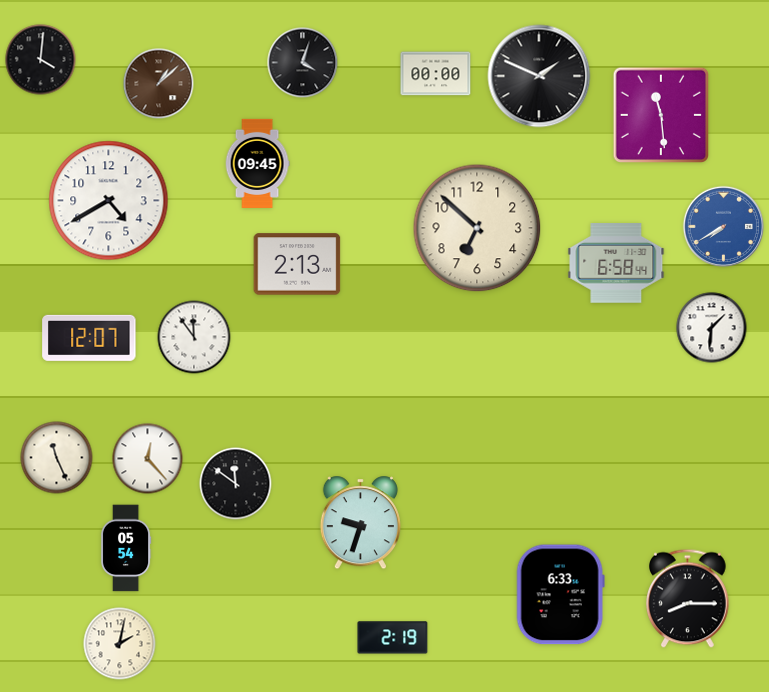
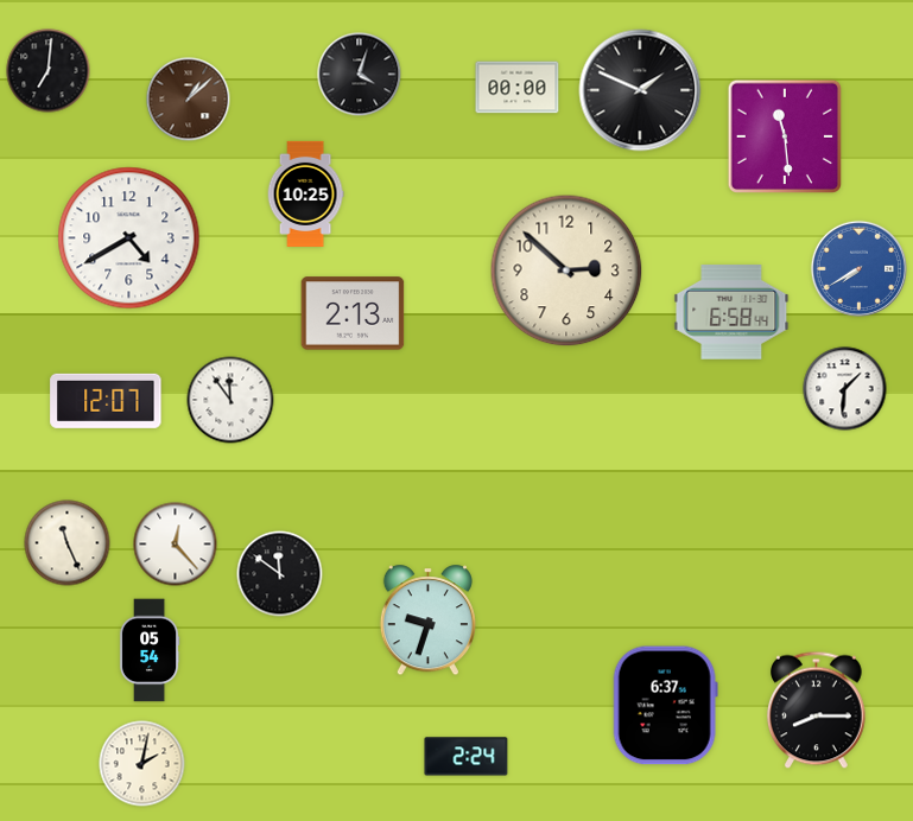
clock at (41, 60): 4:01 -> 7:01
clock at (257, 163): 09:45 -> 10:25
clock at (477, 228): 6:52 -> 2:52
clock at (560, 595): 6:33 -> 6:37
clock at (393, 638): 2:19 -> 2:24
